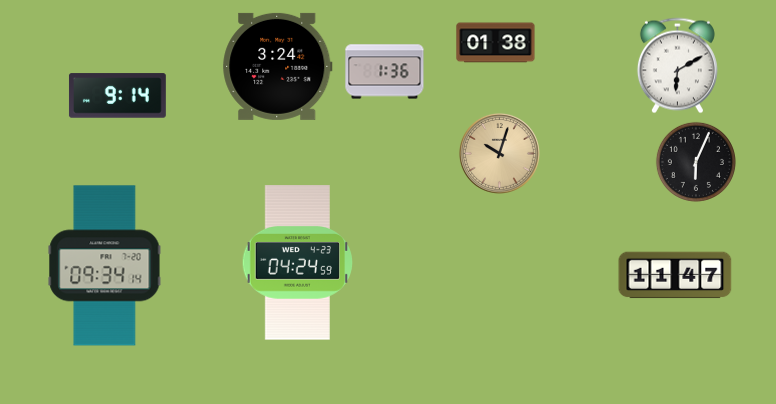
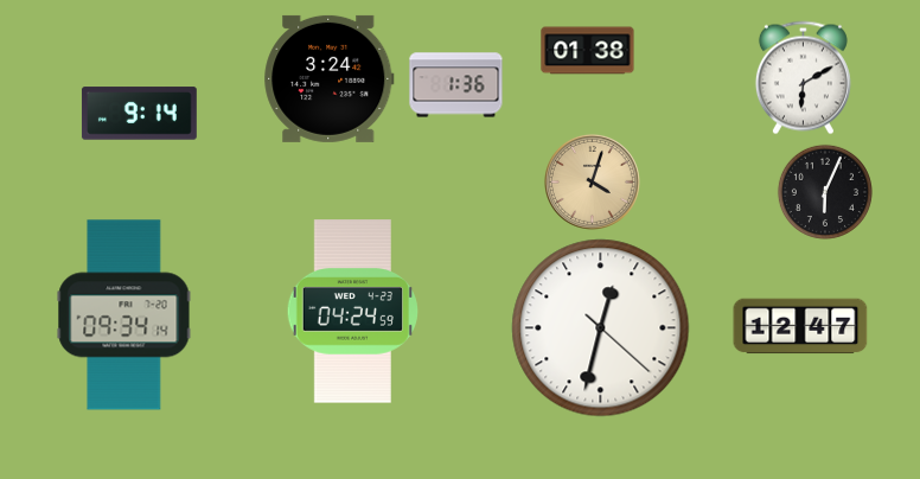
clock at (499, 153): 10:03 -> 4:03
clock at (675, 275): 11:47 -> 12:47
clock at (601, 328): none -> 12:32
